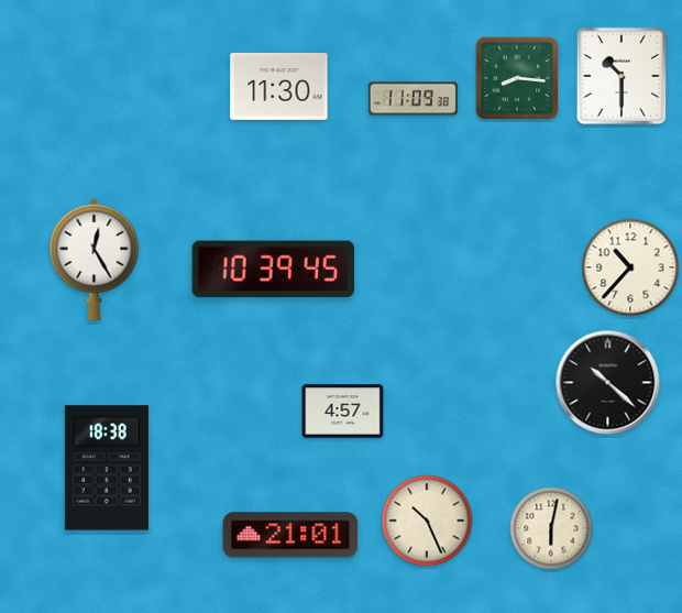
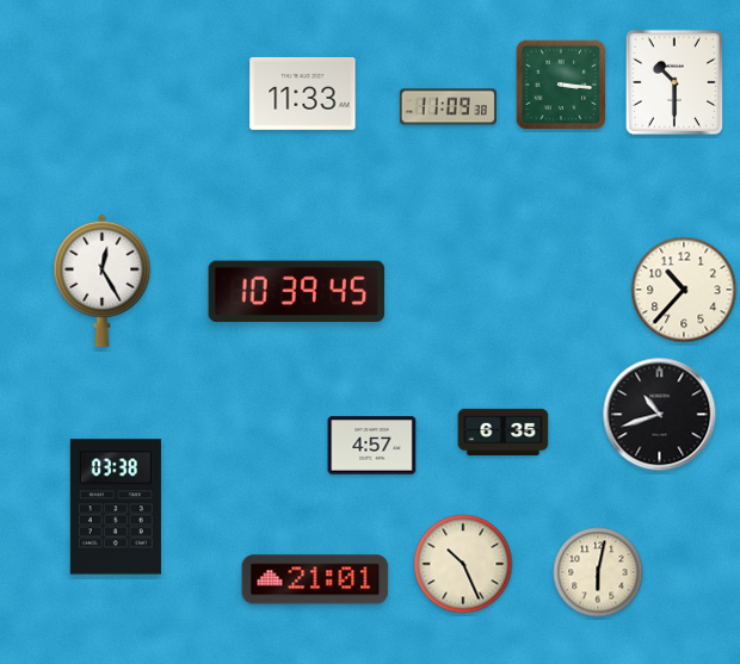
clock at (517, 78): 8:16 -> 3:16
clock at (279, 86): 11:30 -> 11:33
clock at (608, 383): 10:22 -> 10:42
clock at (504, 432): none -> 6:35
clock at (107, 468): 18:38 -> 03:38
